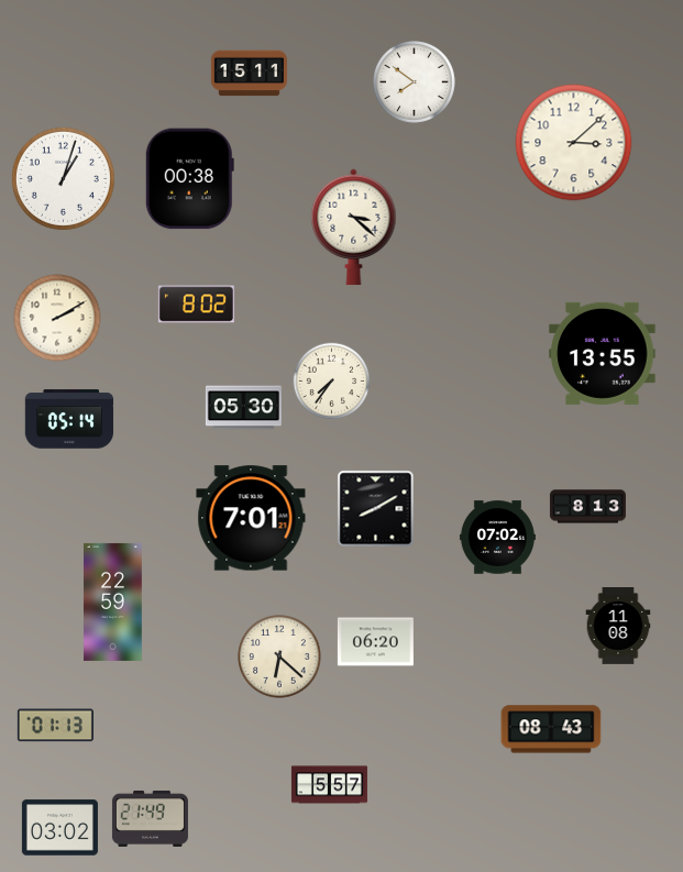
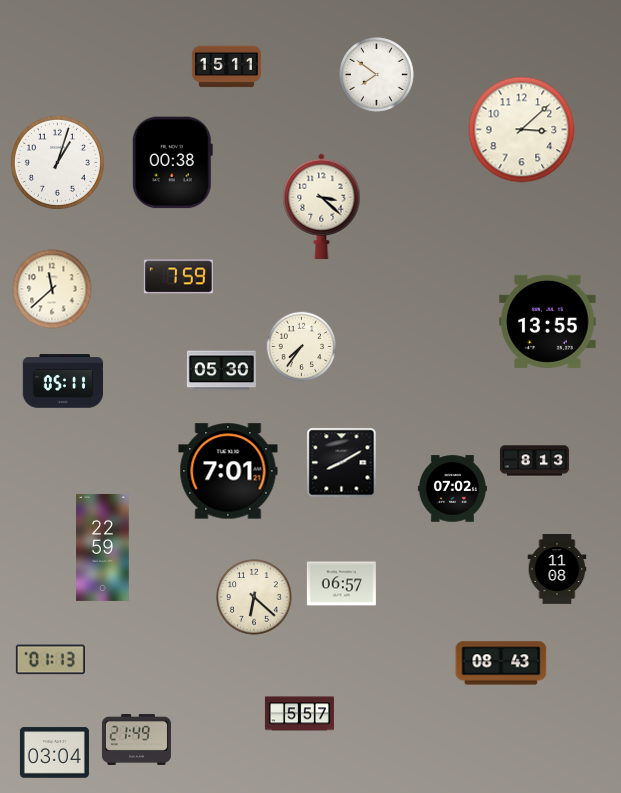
clock at (196, 305): 8:02 -> 7:59
clock at (57, 318): 2:10 -> 11:38
clock at (69, 419): 05:14 -> 05:11
clock at (618, 627) position: (618, 627) -> (557, 570)
clock at (375, 642): 06:20 -> 06:57
clock at (150, 818) position: (150, 818) -> (136, 739)
clock at (59, 828): 03:02 -> 03:04
